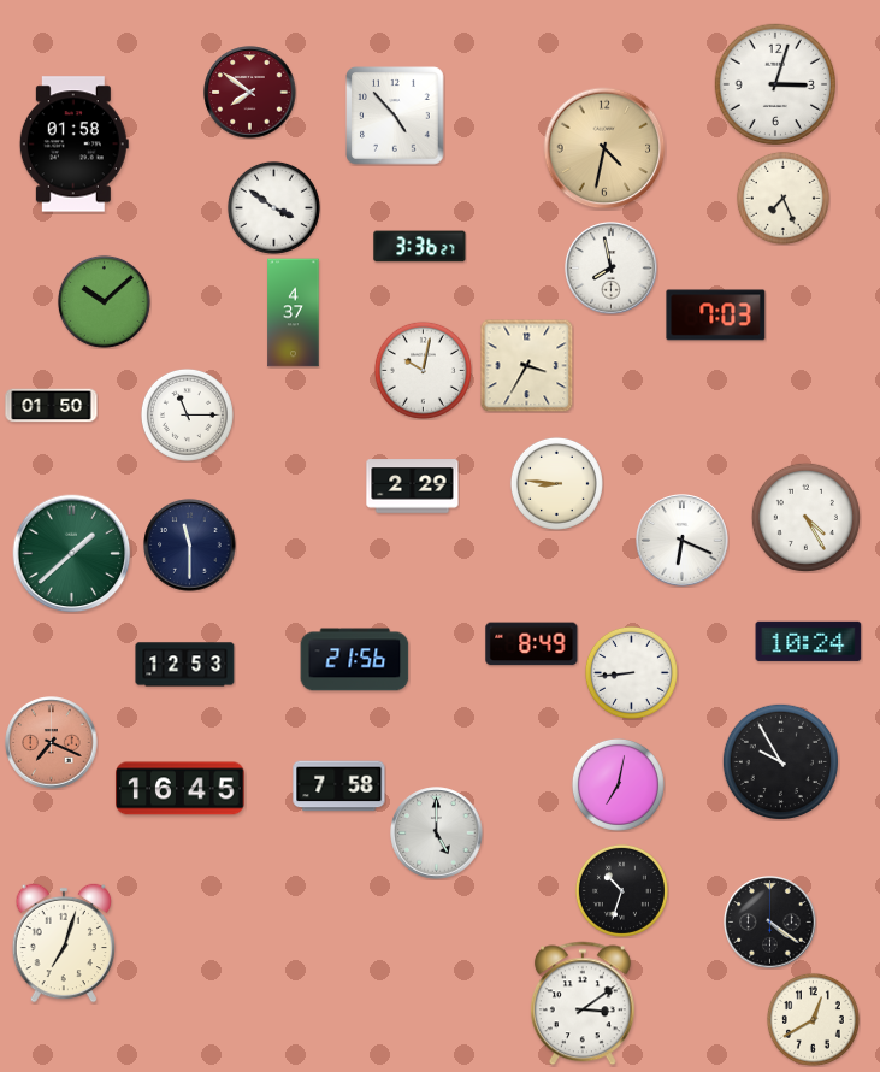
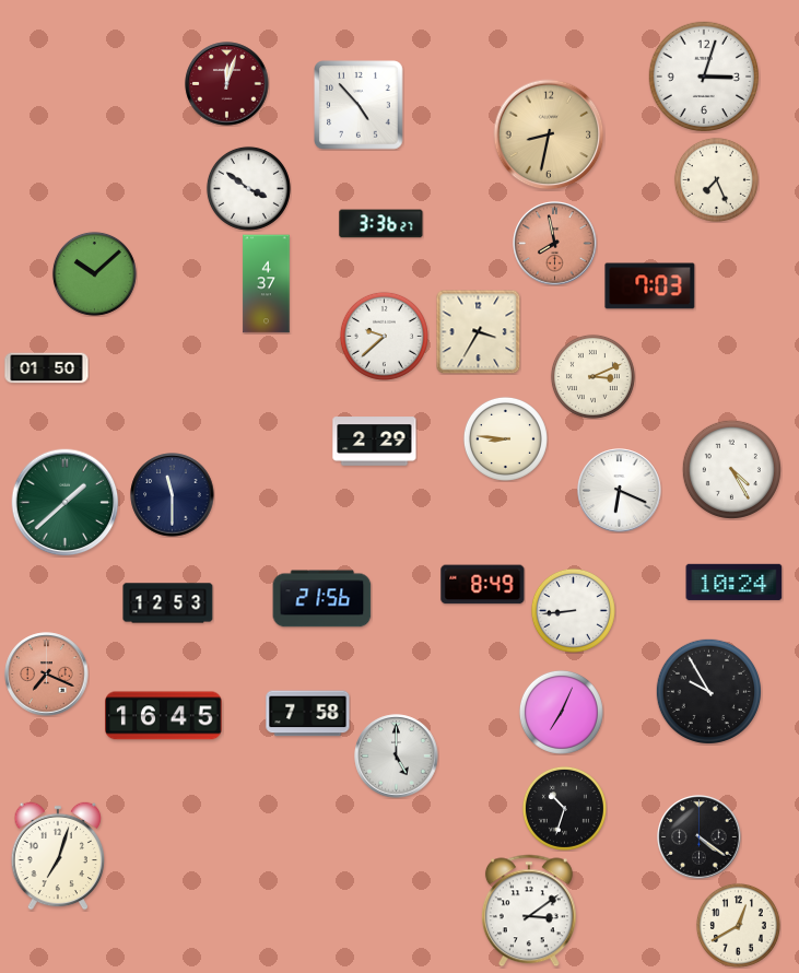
clock at (250, 93): 7:51 -> 12:03
clock at (73, 145): 01:58 -> none
clock at (604, 148): 4:32 -> 8:32
clock at (782, 198) position: (782, 198) -> (716, 179)
clock at (612, 269) dial: white -> salmon
clock at (423, 370): 10:02 -> 9:38
clock at (187, 414): 11:15 -> none
clock at (592, 376): none -> 3:11
clock at (618, 784): 7:02 -> 7:04
